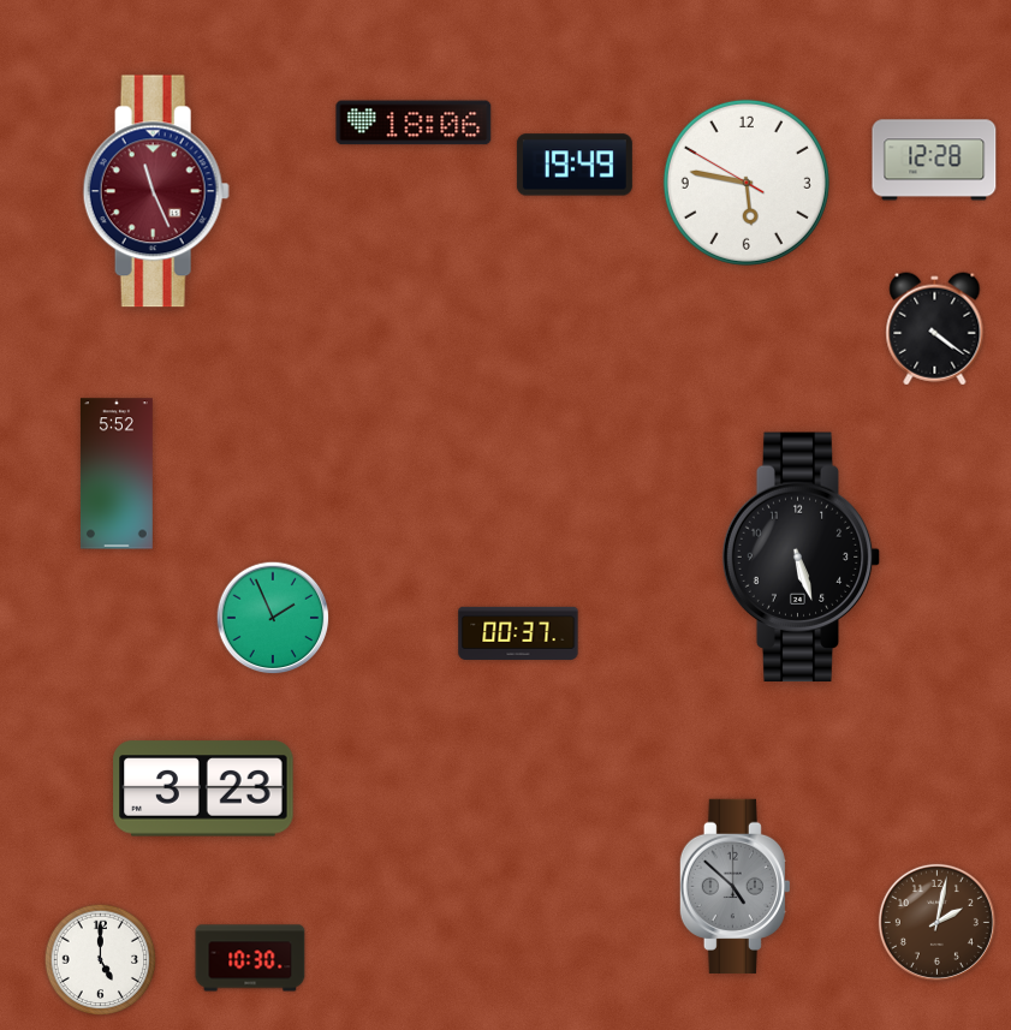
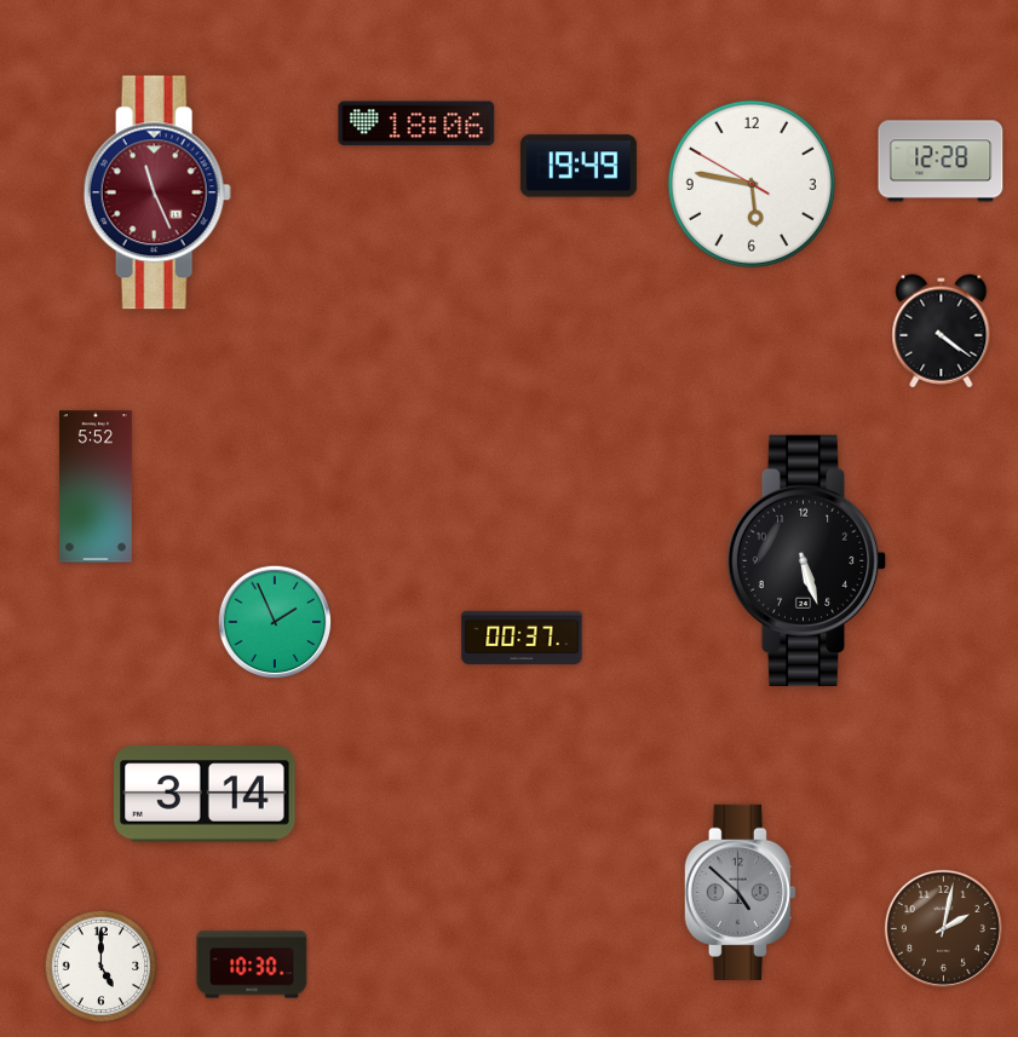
clock at (117, 474) position: (117, 474) -> (96, 486)
clock at (203, 788): 3:23 -> 3:14
